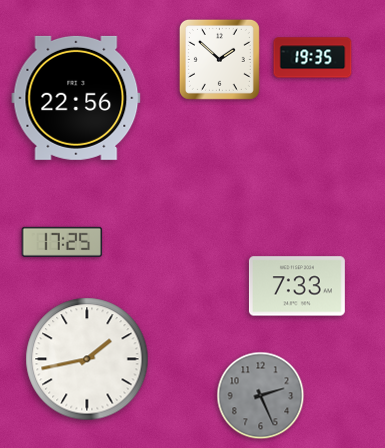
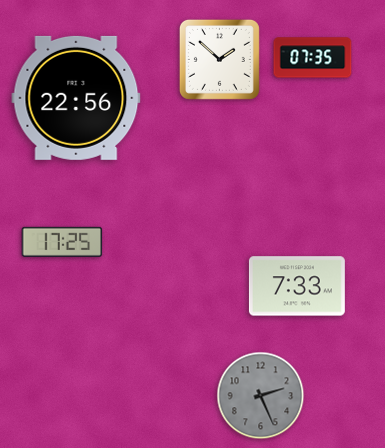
clock at (313, 58): 19:35 -> 07:35
clock at (87, 359): 1:43 -> none
